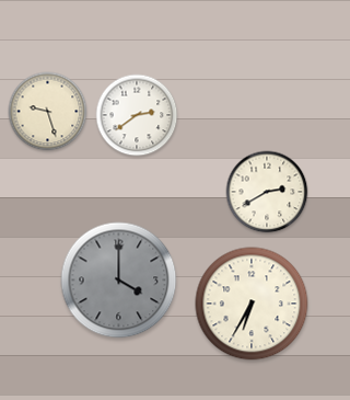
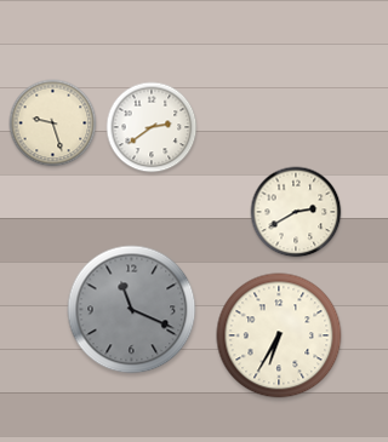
clock at (119, 281): 4:00 -> 11:19
